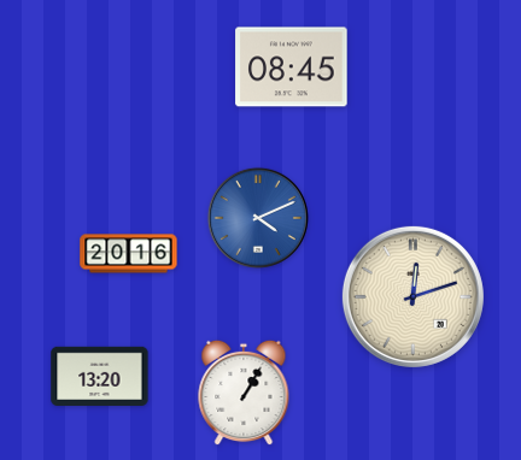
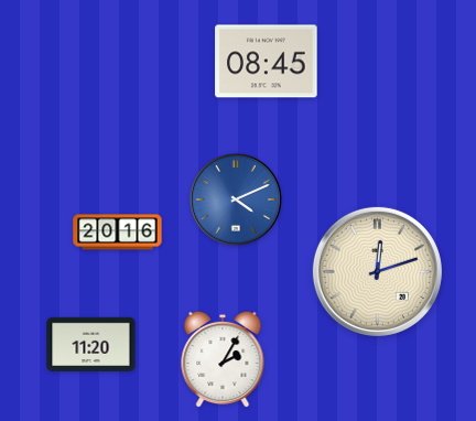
clock at (100, 376): 13:20 -> 11:20
clock at (244, 393): 1:05 -> 2:05
